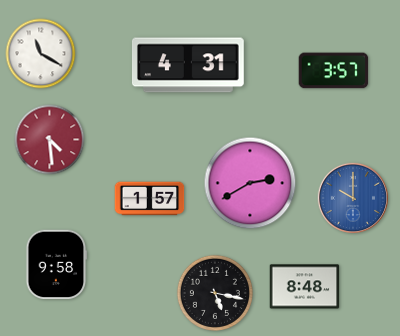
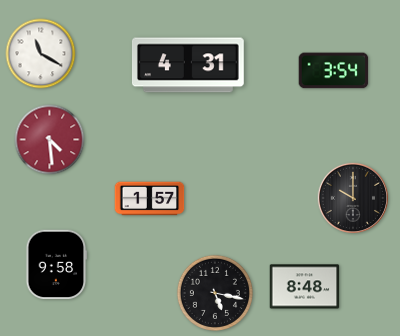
clock at (334, 71): 3:57 -> 3:54
clock at (250, 183): 2:40 -> none
clock at (352, 197) dial: blue -> black
